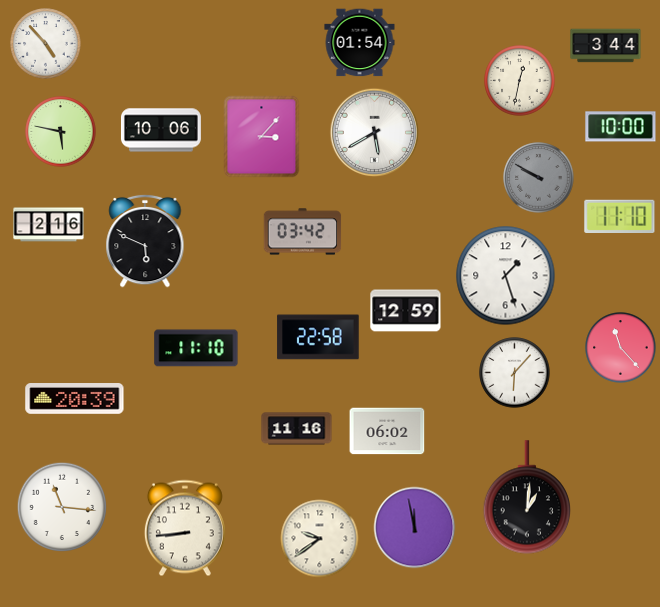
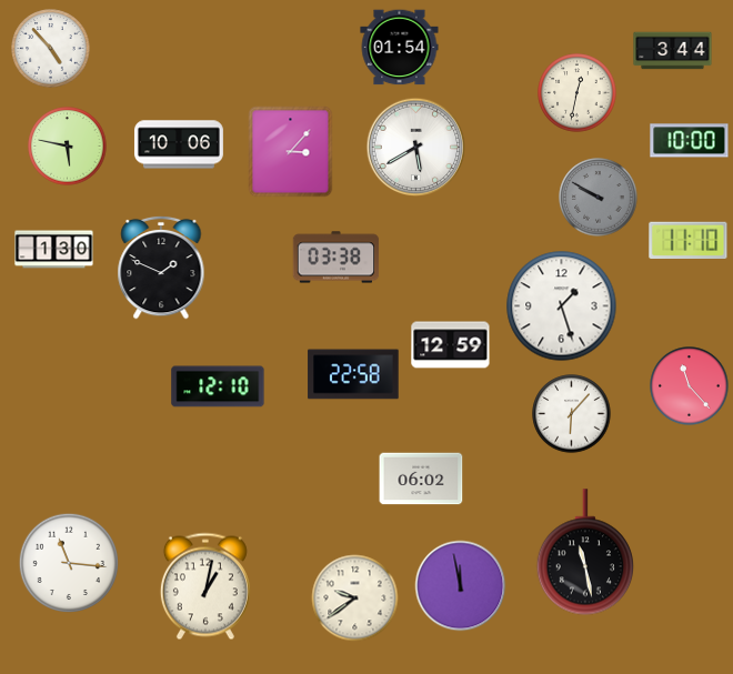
clock at (520, 81) position: (520, 81) -> (578, 93)
clock at (49, 225): 2:16 -> 1:30
clock at (303, 232): 03:42 -> 03:38
clock at (145, 241): 5:49 -> 1:49
clock at (196, 348): 11:10 -> 12:10
clock at (75, 399): 20:39 -> none
clock at (297, 429): 11:16 -> none
clock at (387, 431) position: (387, 431) -> (421, 479)
clock at (526, 497): 1:01 -> 11:28
clock at (185, 528): 8:44 -> 1:02
